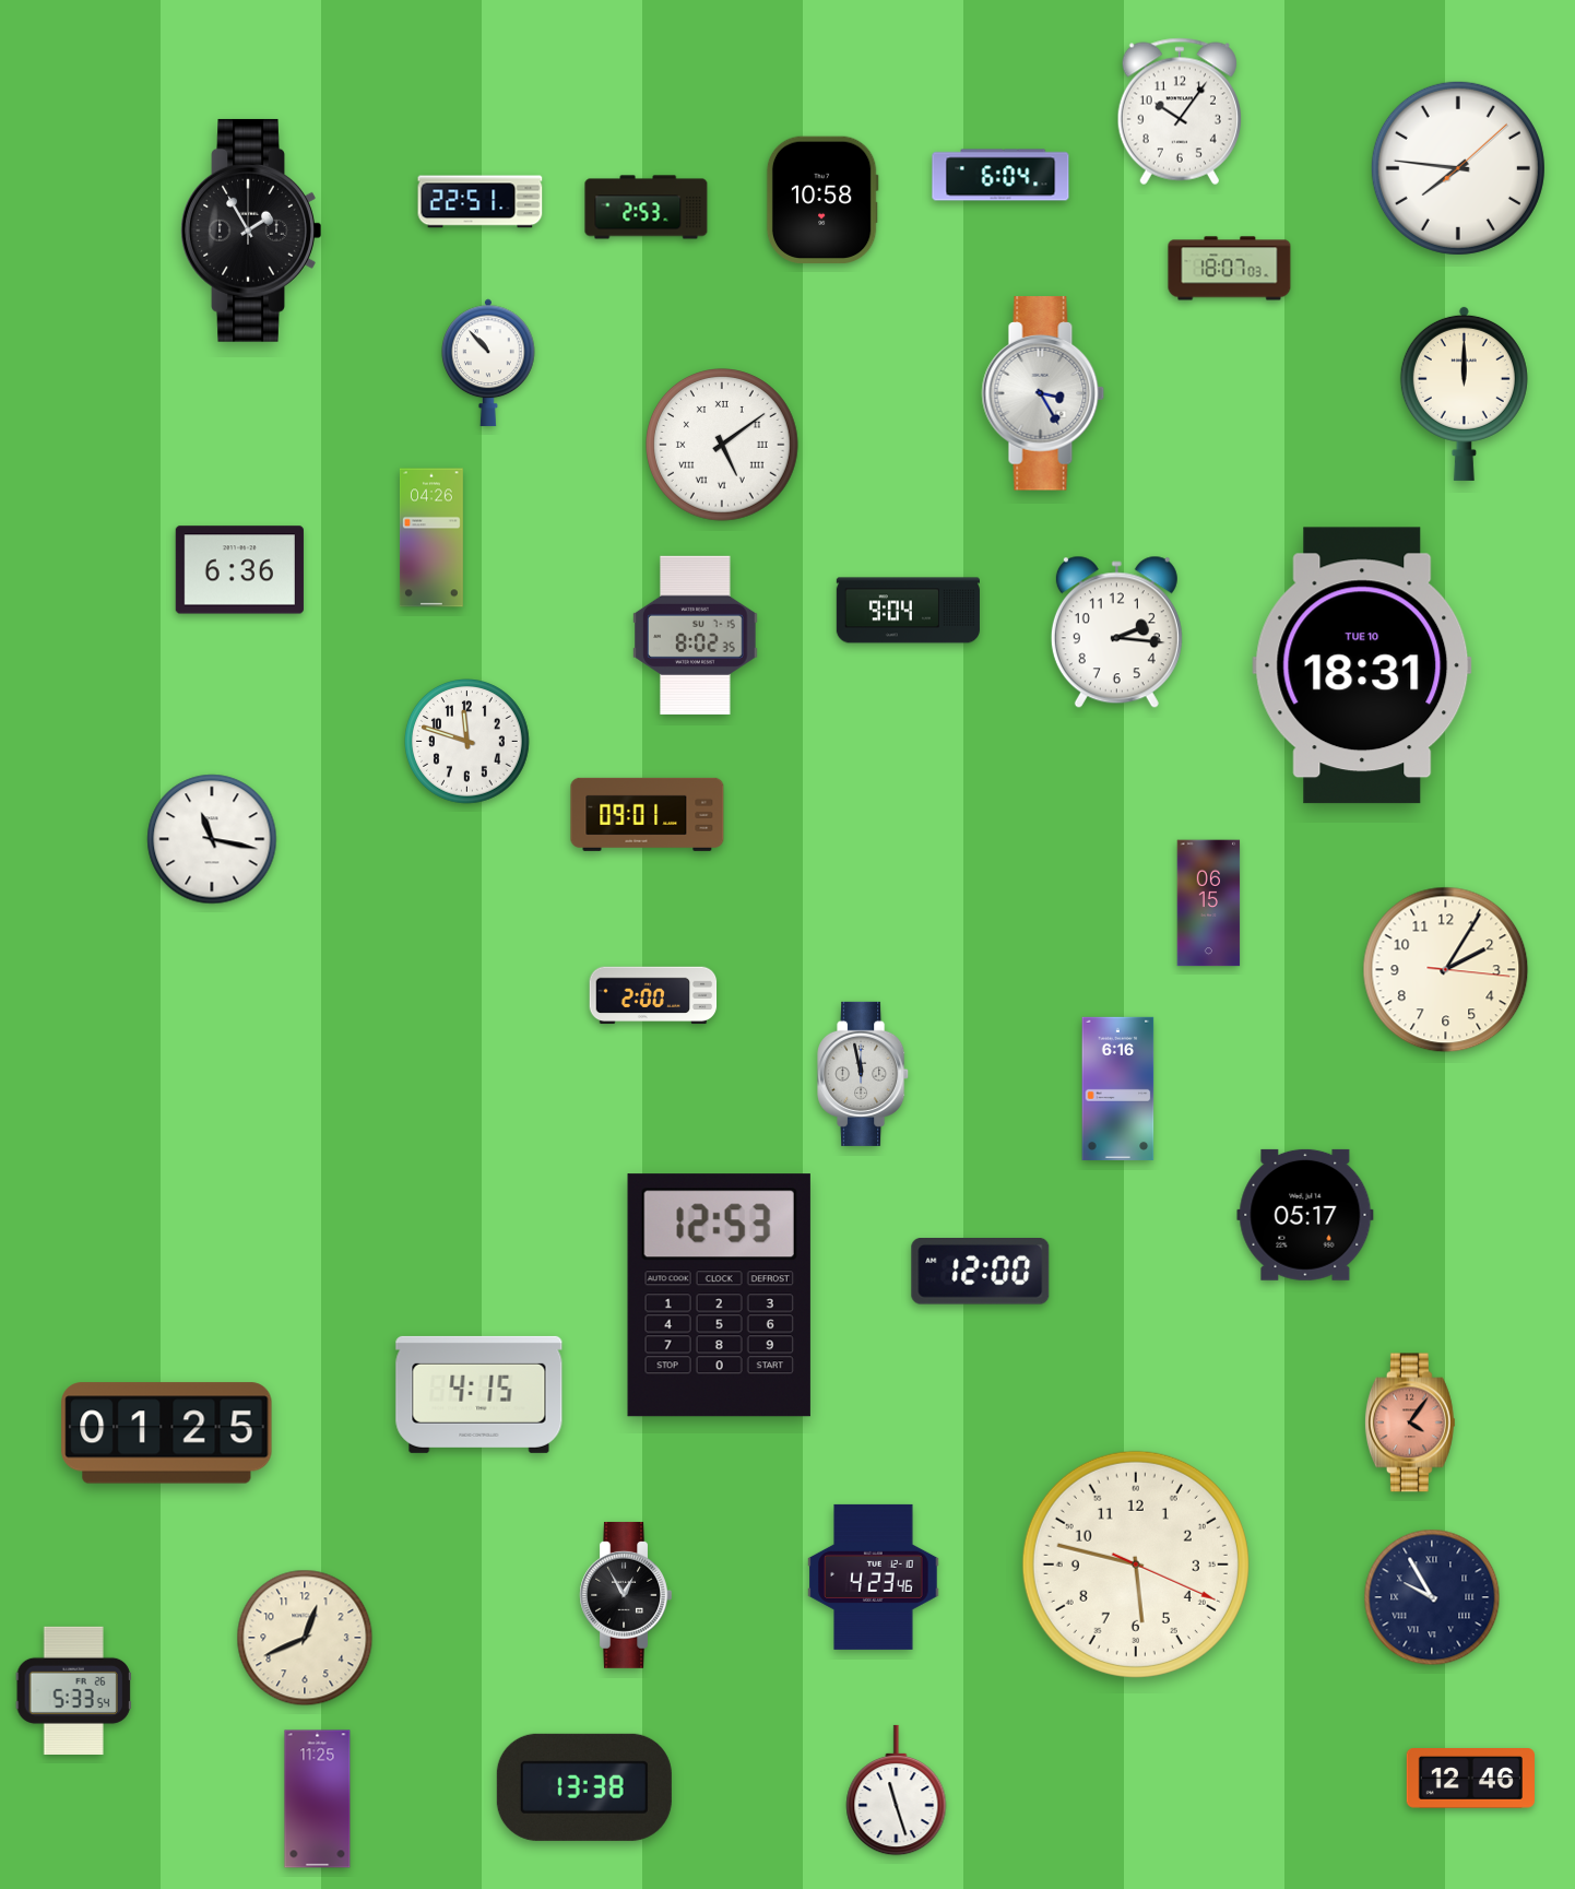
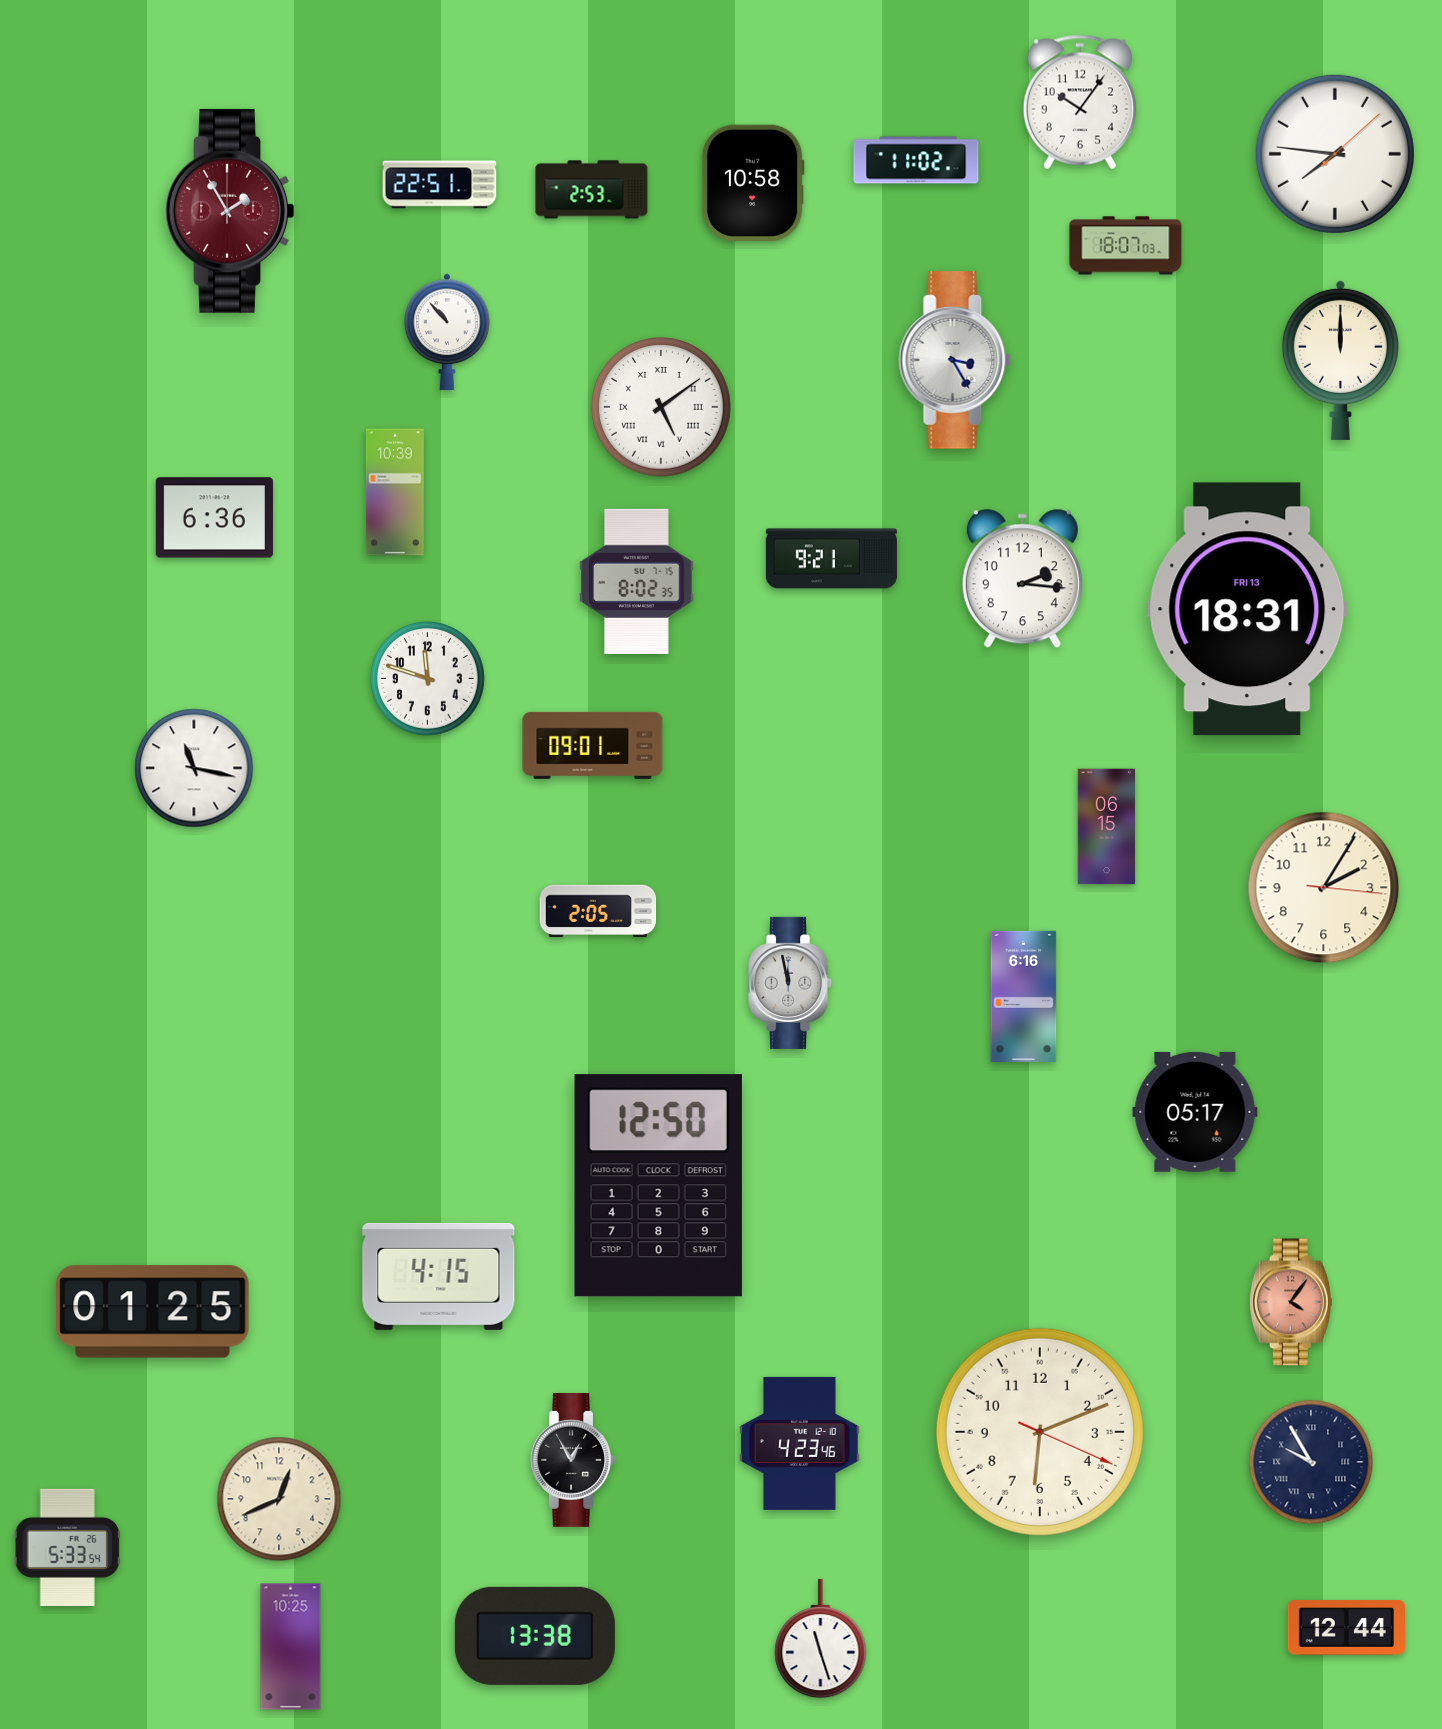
clock at (1000, 175): 6:04 -> 11:02
clock at (251, 231) dial: black -> burgundy
clock at (431, 538): 04:26 -> 10:39
clock at (239, 570) position: (239, 570) -> (214, 518)
clock at (908, 611): 9:04 -> 9:21
clock at (1362, 665) date: TUE 10 -> FRI 13
clock at (653, 995): 2:00 -> 2:05
clock at (981, 1272): 12:00 -> none
clock at (719, 1296): 12:53 -> 12:50
clock at (1136, 1565): 5:47 -> 6:11
clock at (1470, 1779): 12:46 -> 12:44
clock at (318, 1799): 11:25 -> 10:25
